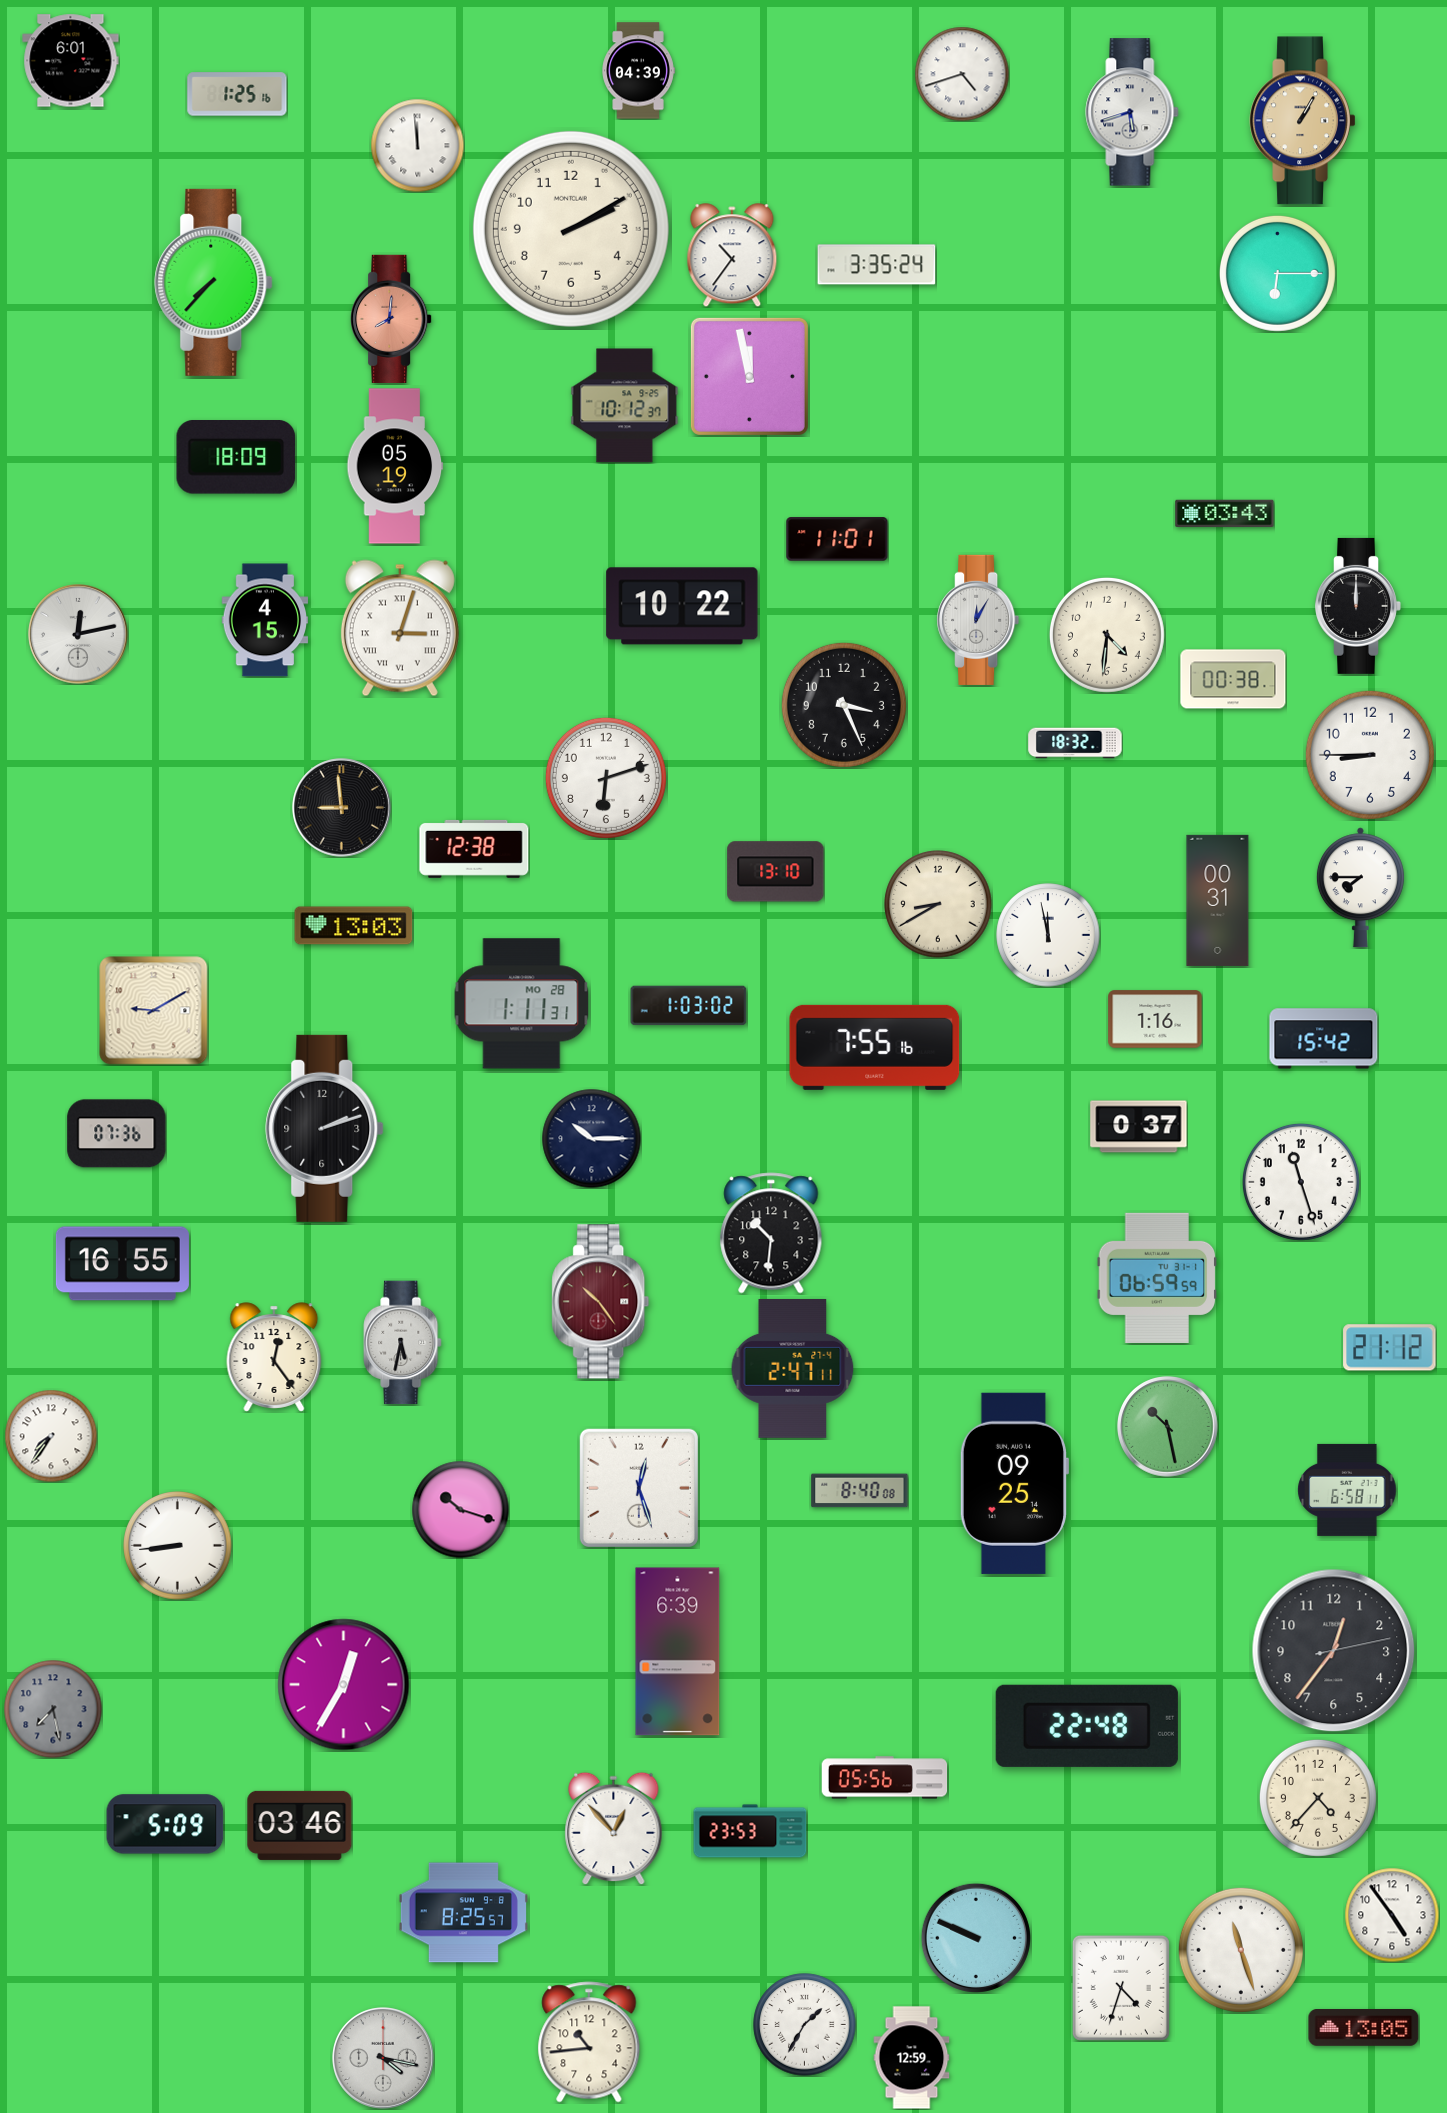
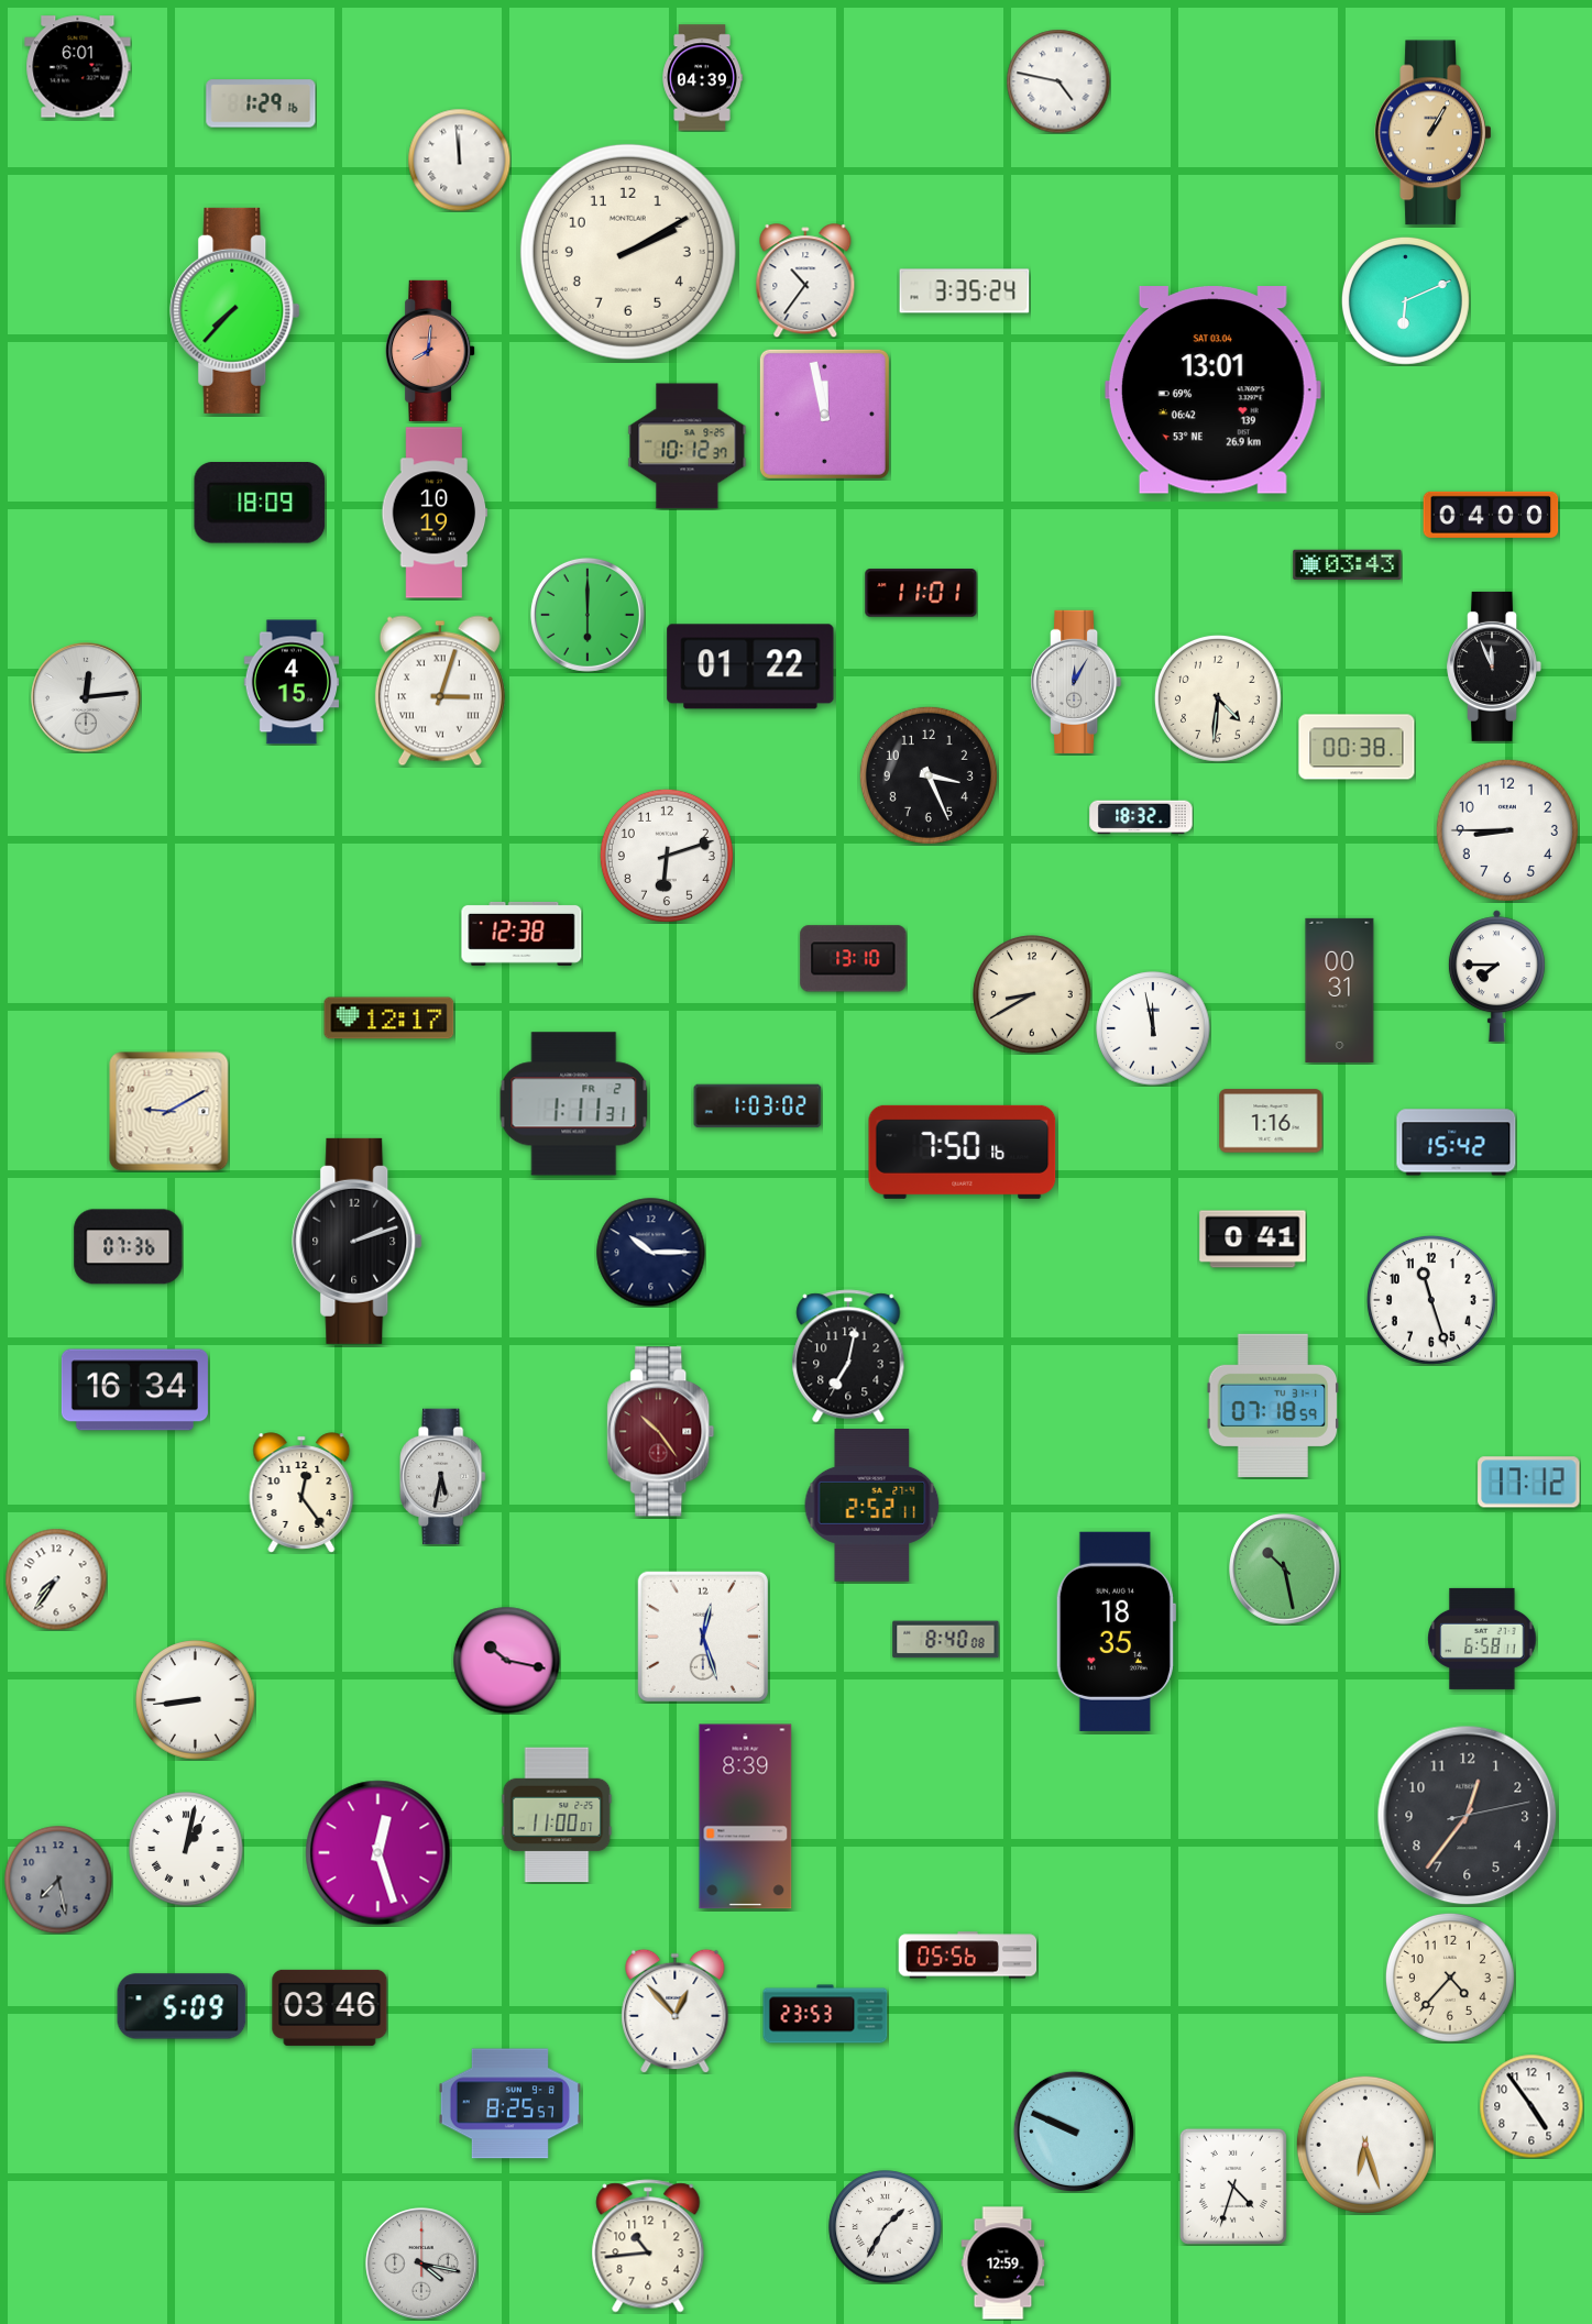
clock at (962, 74): 4:42 -> 4:47
clock at (237, 94): 1:25 -> 1:29
clock at (1132, 112): 5:42 -> none
clock at (1277, 273): 6:15 -> 6:11
clock at (1212, 390): none -> 13:01
clock at (395, 466): 05:19 -> 10:19
clock at (1491, 515): none -> 04:00
clock at (588, 615): none -> 6:00
clock at (682, 606): 10:22 -> 01:22
clock at (1358, 606): 12:00 -> 11:56
clock at (78, 634): 12:13 -> 12:14
clock at (1075, 743) position: (1075, 743) -> (1141, 817)
clock at (342, 808): 8:59 -> none
clock at (354, 926): 13:03 -> 12:17
clock at (522, 1004) date: MO 28 -> FR 2
clock at (875, 1047): 7:55 -> 7:50
clock at (1139, 1127): 0:37 -> 0:41
clock at (771, 1233): 10:31 -> 7:02
clock at (122, 1264): 16:55 -> 16:34
clock at (1157, 1278): 06:59 -> 07:18
clock at (1390, 1348): 21:12 -> 17:12
clock at (793, 1368): 2:47 -> 2:52
clock at (1014, 1483): 09:25 -> 18:35
clock at (460, 1509): 10:18 -> 10:17
clock at (557, 1815): none -> 11:00
clock at (678, 1652): 6:39 -> 8:39
clock at (186, 1849): none -> 1:02
clock at (344, 1685): 12:35 -> 12:27
clock at (1087, 1726): 22:48 -> none
clock at (885, 1778) position: (885, 1778) -> (968, 1956)
clock at (1241, 1950): 11:27 -> 6:27
clock at (1364, 2028): 13:05 -> none
